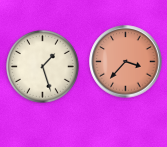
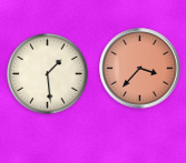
clock at (42, 66): 1:27 -> 1:29
